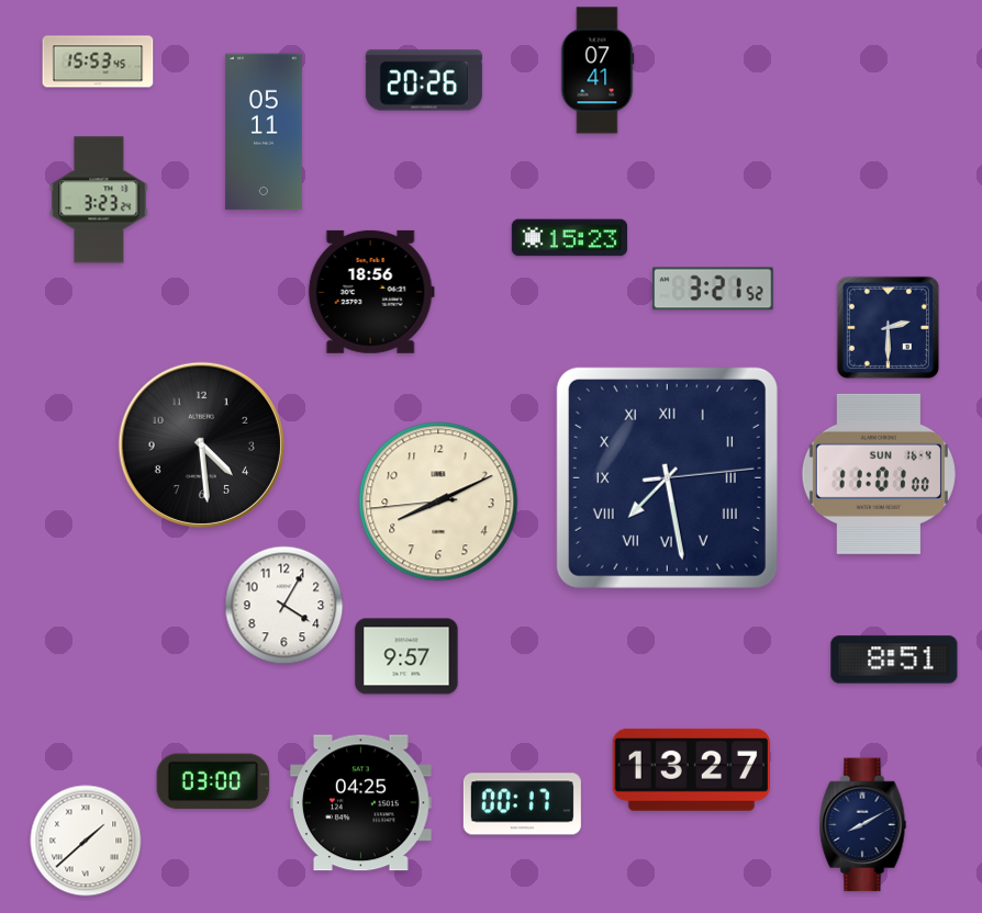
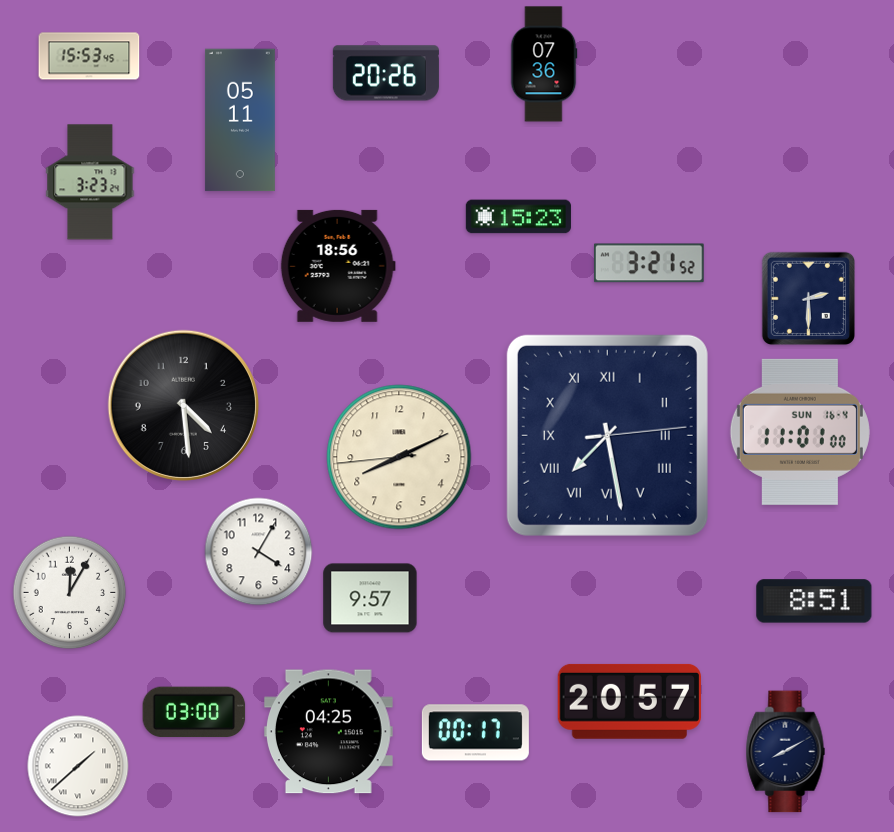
clock at (598, 70): 07:41 -> 07:36
clock at (70, 593): none -> 12:05
clock at (691, 769): 13:27 -> 20:57
